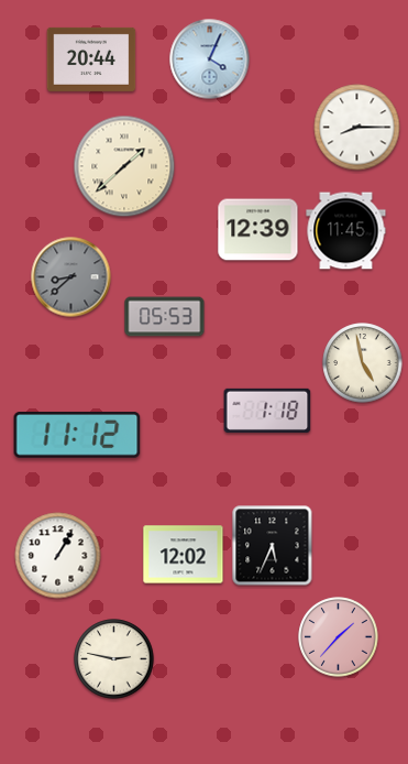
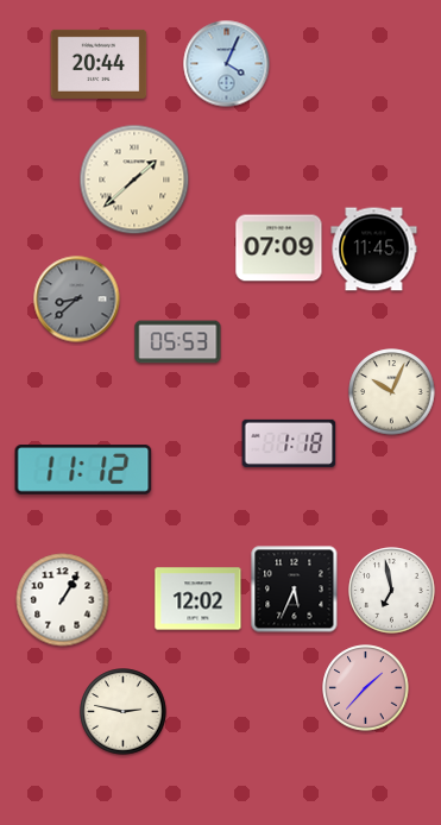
clock at (357, 128): 8:15 -> none
clock at (258, 230): 12:39 -> 07:09
clock at (363, 363): 4:58 -> 10:04
clock at (392, 591): none -> 6:58
